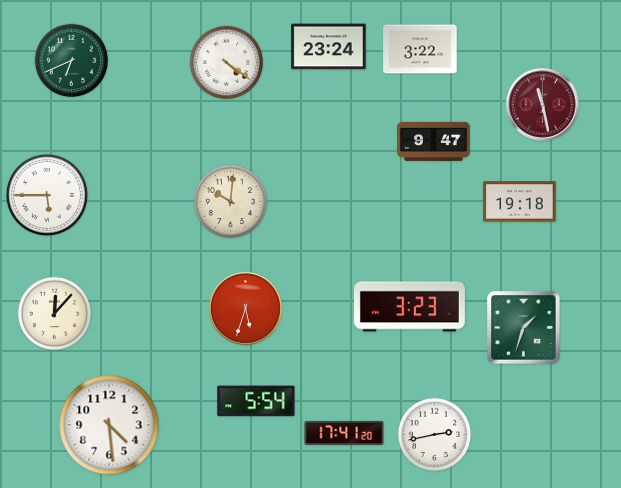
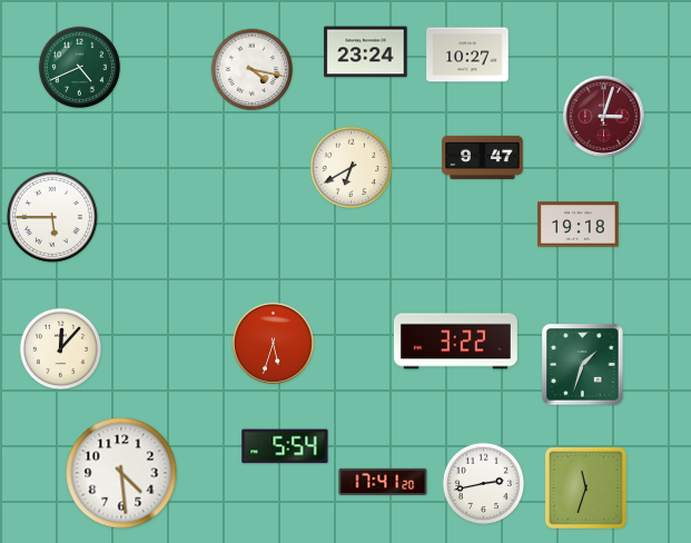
clock at (420, 49): 3:22 -> 10:27
clock at (72, 61): 6:41 -> 4:41
clock at (227, 63): 4:21 -> 4:17
clock at (542, 104): 11:28 -> 3:03
clock at (352, 168): none -> 6:40
clock at (231, 202): 10:01 -> none
clock at (409, 307): 3:23 -> 3:22
clock at (585, 487): none -> 11:33
